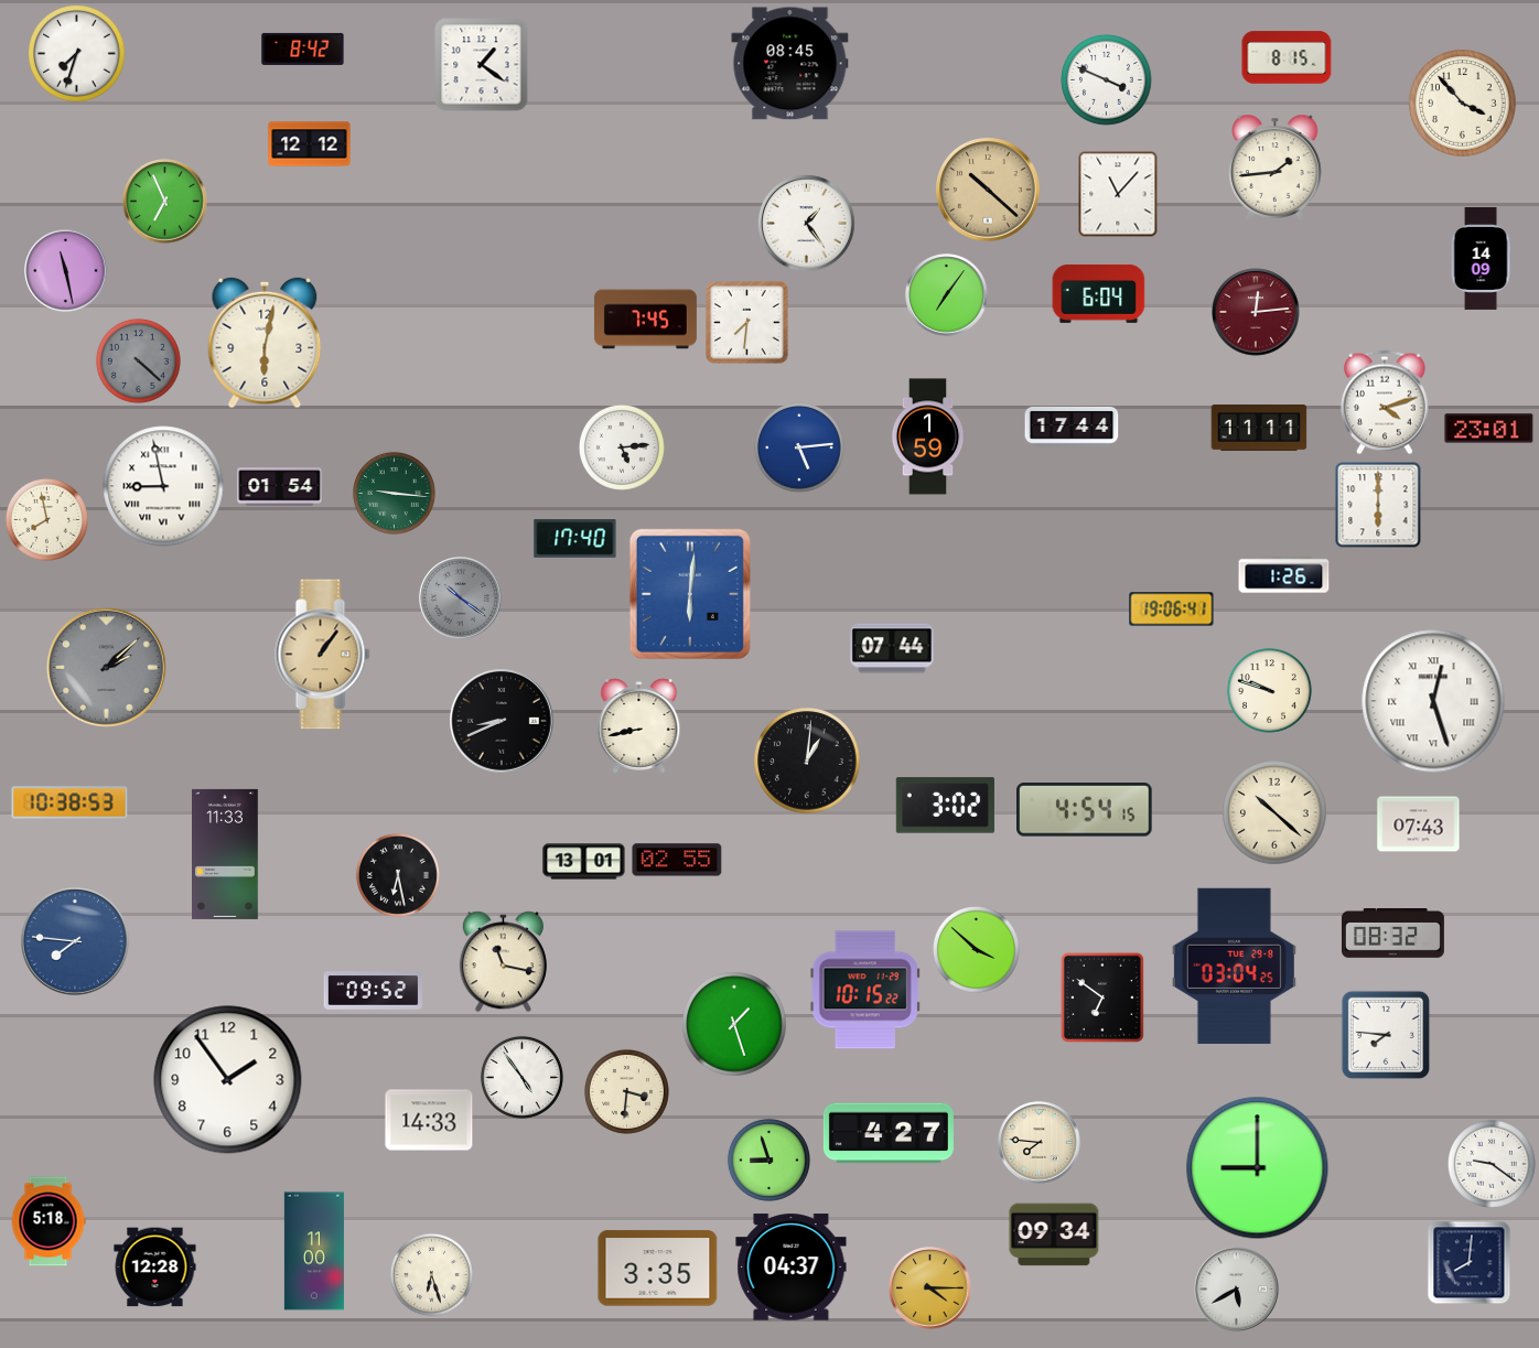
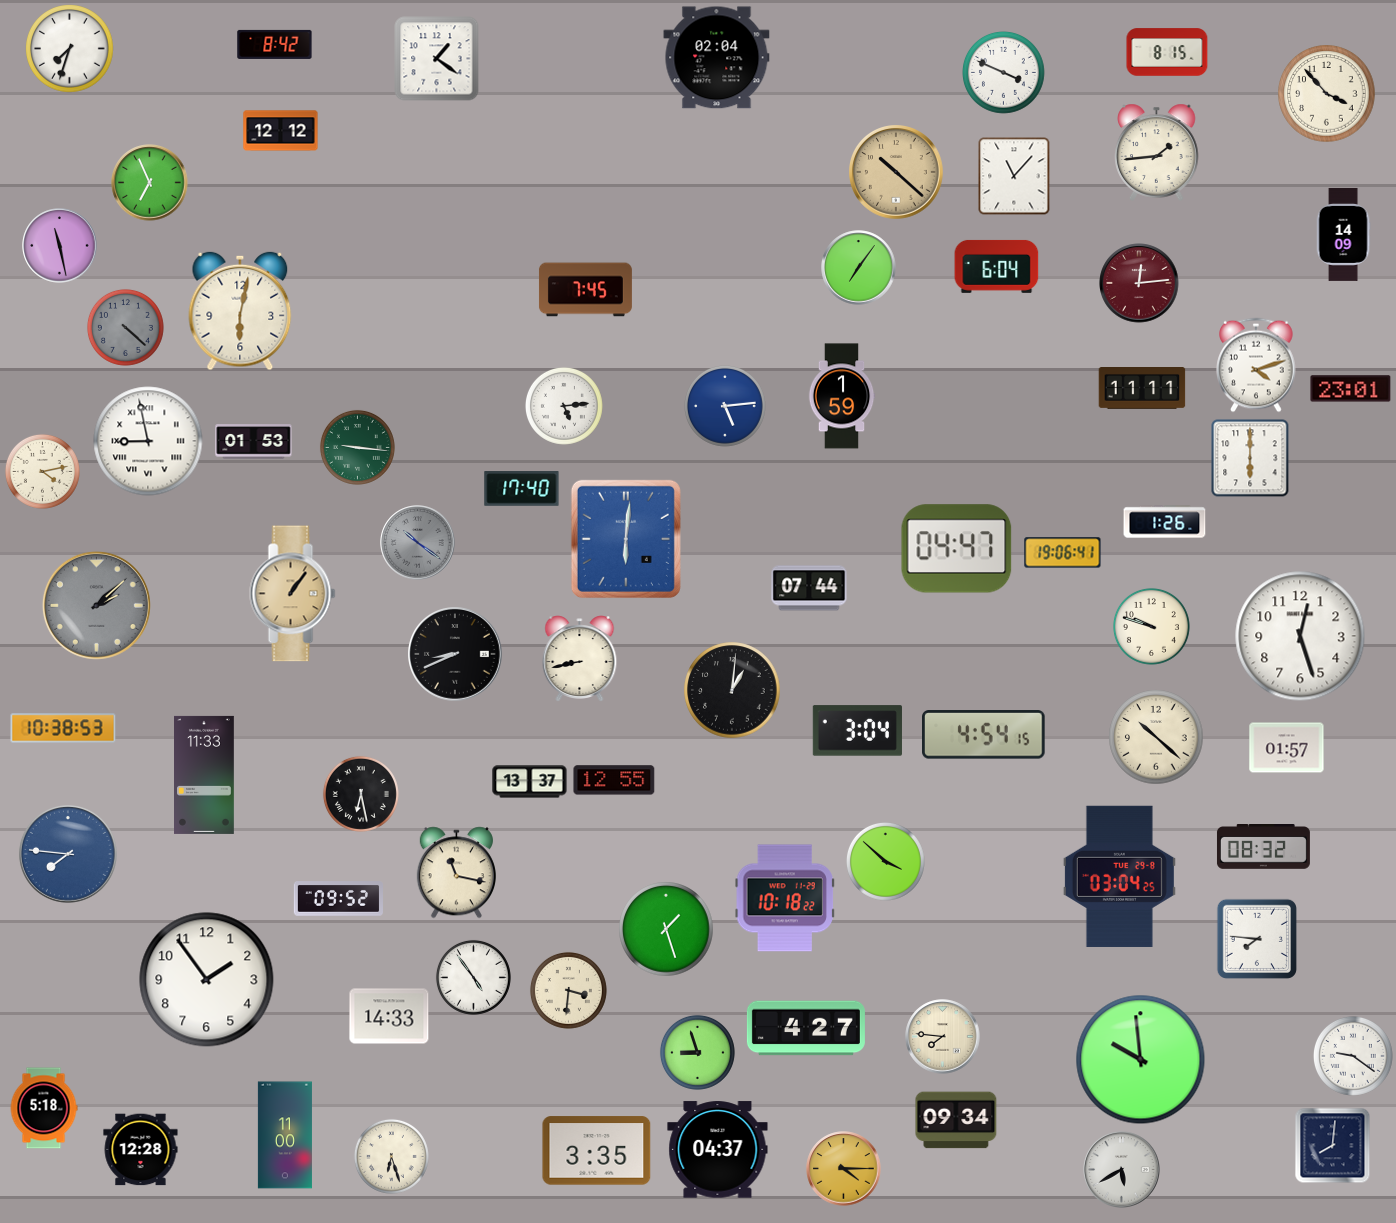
clock at (790, 64): 08:45 -> 02:04
clock at (807, 224): 1:24 -> none
clock at (747, 323): 7:31 -> none
clock at (1072, 427): 17:44 -> none
clock at (280, 487): 01:54 -> 01:53
clock at (46, 519): 7:58 -> 4:13
clock at (957, 549): none -> 04:47
clock at (1433, 701) numerals: Roman -> Arabic
clock at (945, 806): 3:02 -> 3:04
clock at (1419, 824): 07:43 -> 01:57
clock at (677, 860): 02:55 -> 12:55
clock at (584, 862): 13:01 -> 13:37
clock at (865, 990): 10:15 -> 10:18
clock at (1102, 997): 6:51 -> none
clock at (1258, 1168): 9:00 -> 9:59
